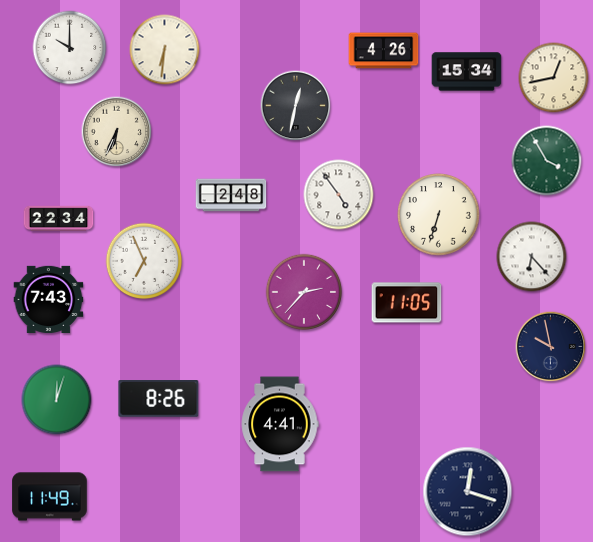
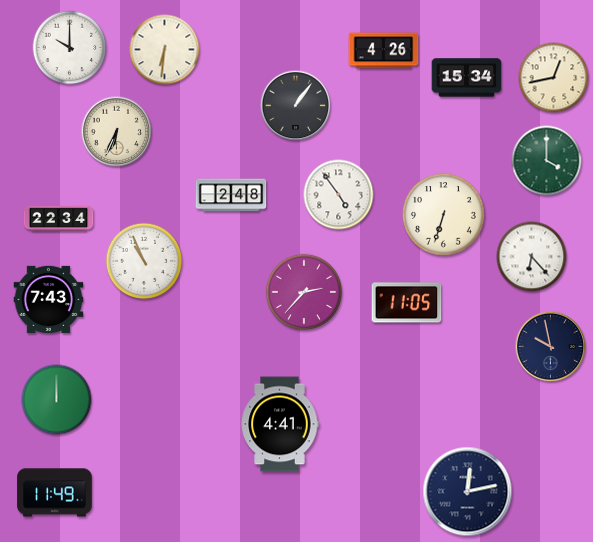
clock at (467, 72) position: (467, 72) -> (467, 78)
clock at (296, 106): 12:32 -> 1:06
clock at (547, 161): 3:55 -> 4:00
clock at (439, 215) position: (439, 215) -> (444, 215)
clock at (144, 261): 6:56 -> 10:56
clock at (159, 399): 8:26 -> none
clock at (57, 400): 12:03 -> 12:00
clock at (468, 492): 12:18 -> 12:13
clock at (50, 497) position: (50, 497) -> (55, 493)
